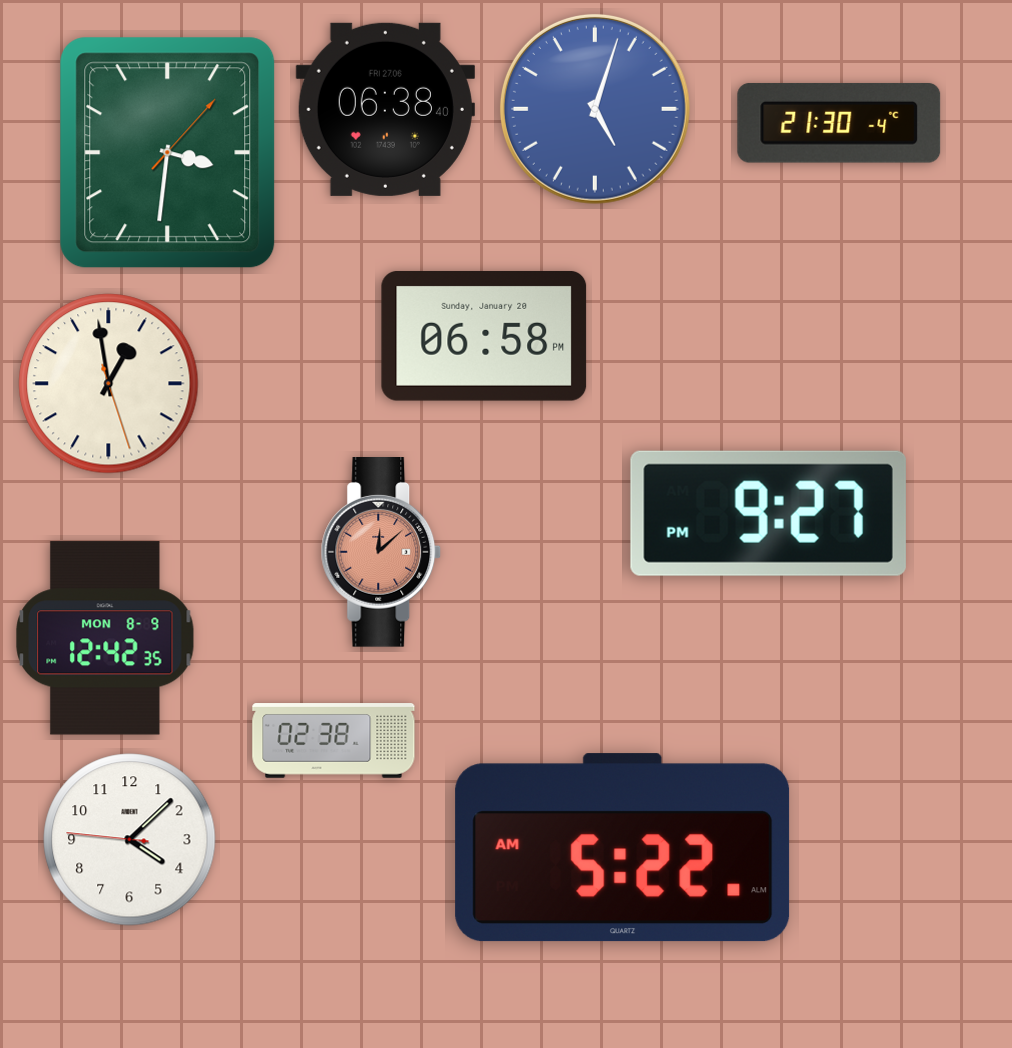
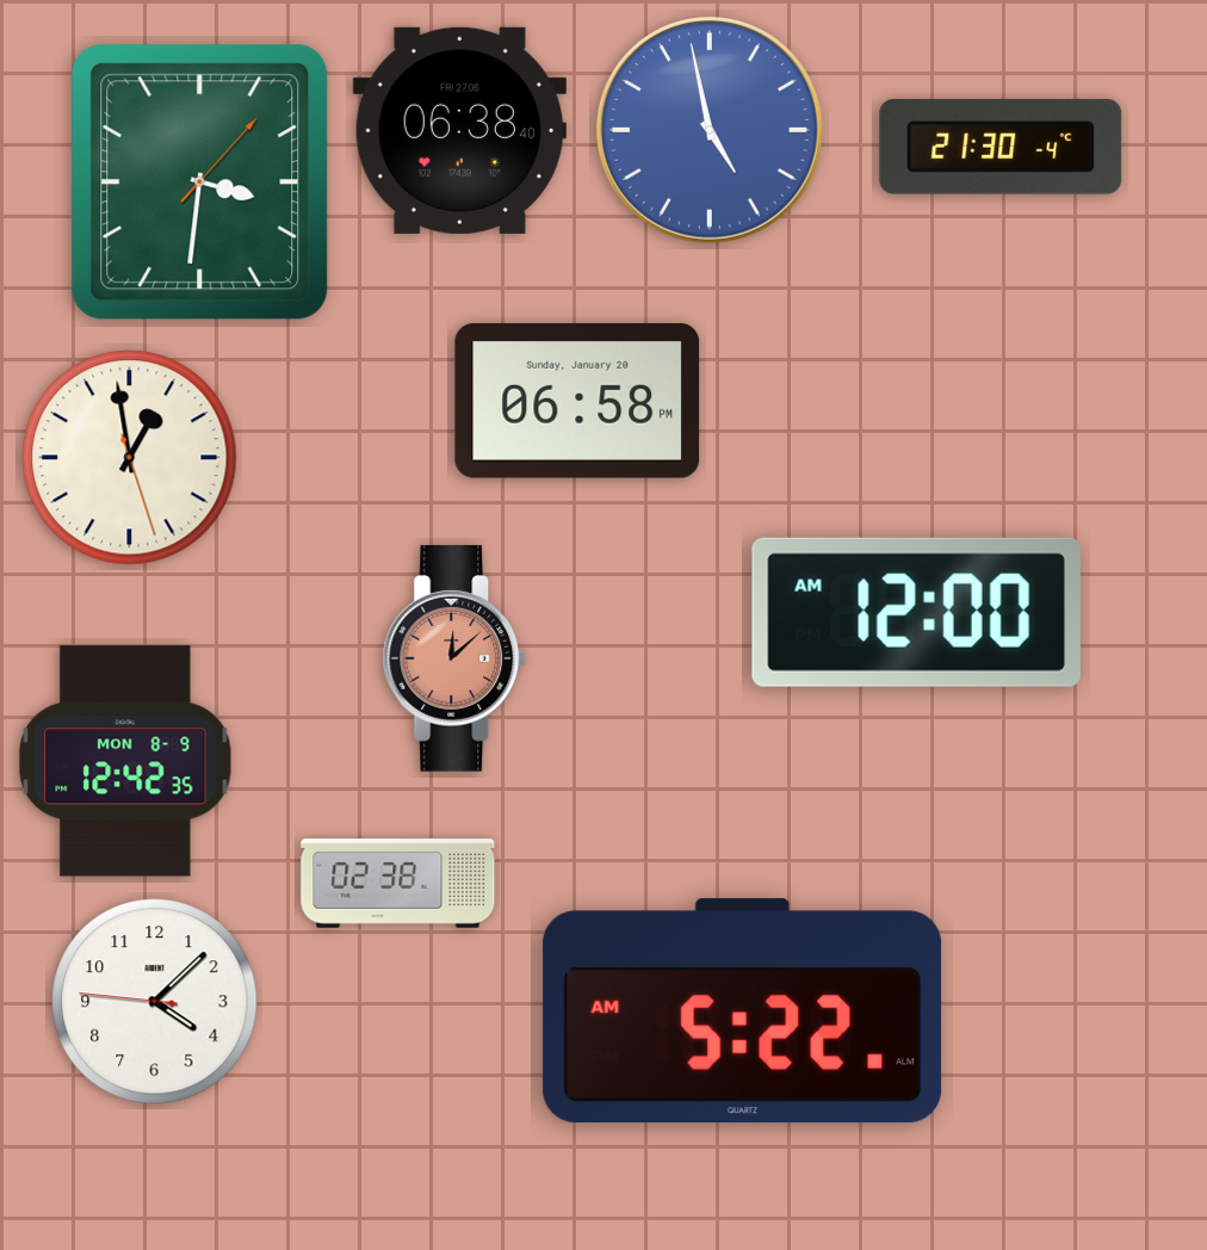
clock at (595, 109): 5:03 -> 4:58
clock at (768, 513): 9:27 -> 12:00
